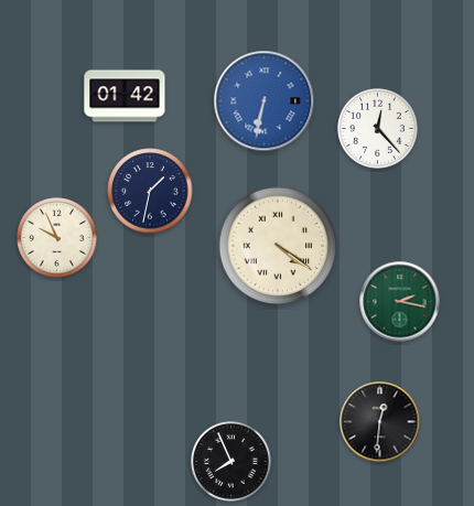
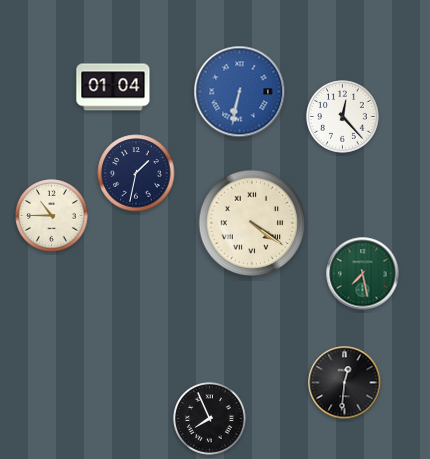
clock at (125, 96): 01:42 -> 01:04
clock at (57, 238): 9:56 -> 10:45
clock at (400, 302): 2:17 -> 7:28
